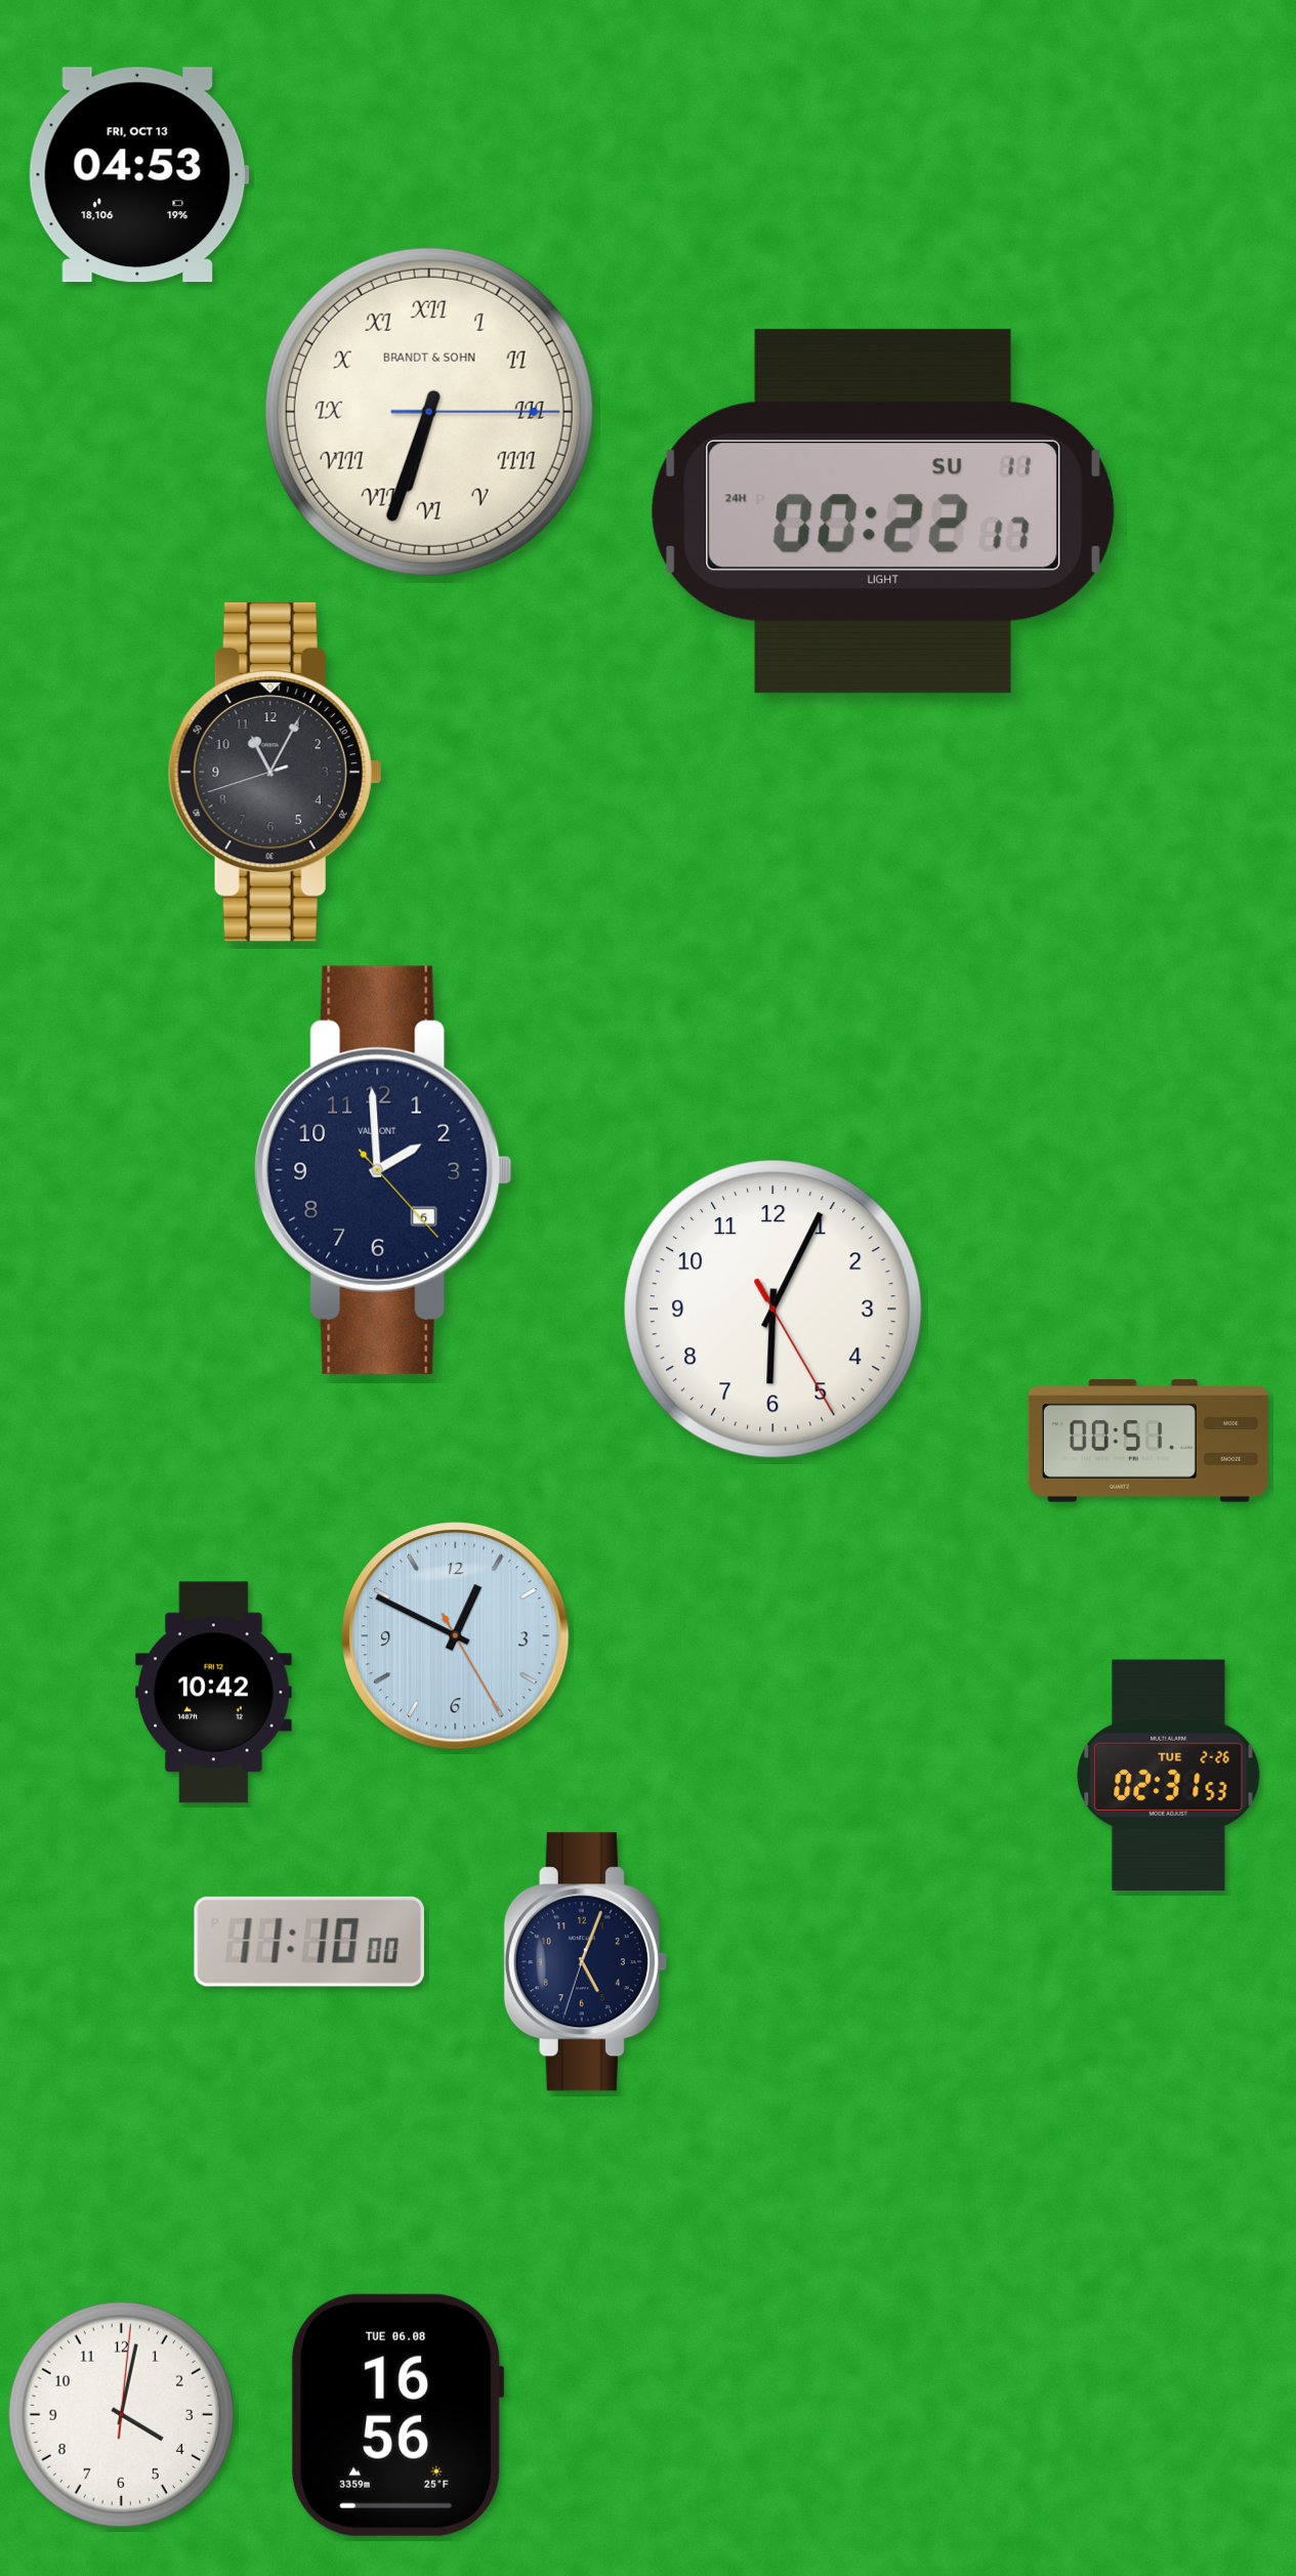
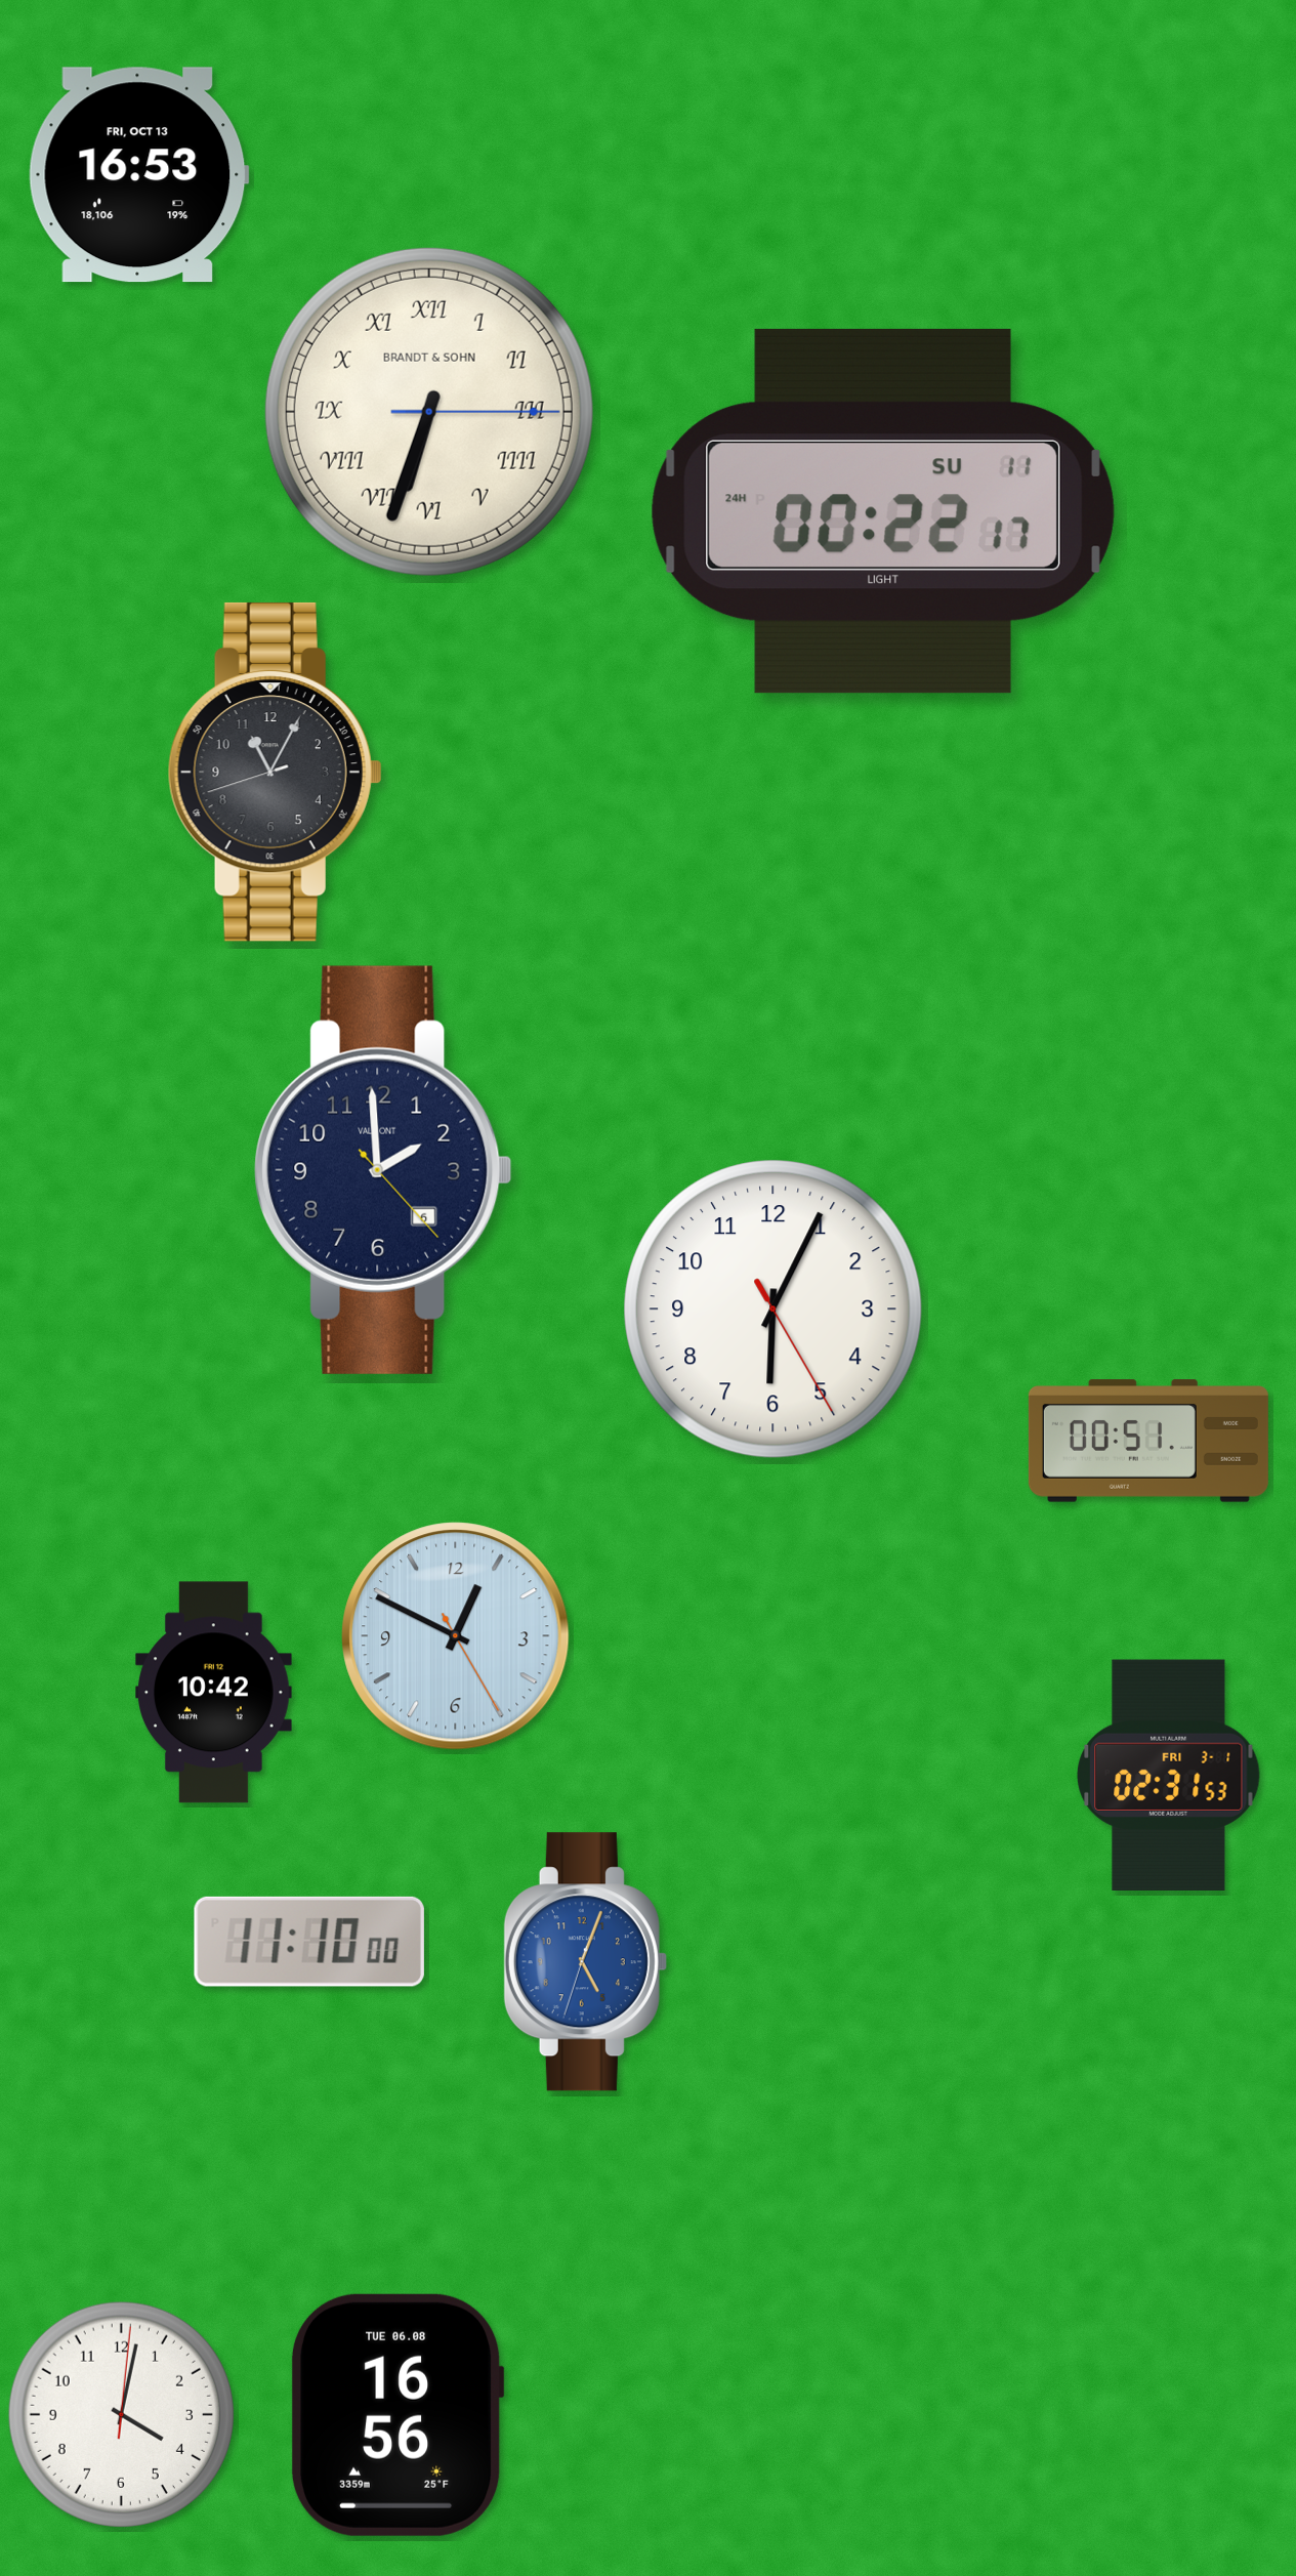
clock at (138, 175): 04:53 -> 16:53
clock at (1169, 1775) date: TUE 2-26 -> FRI 3-1
clock at (585, 1962) dial: navy -> blue
